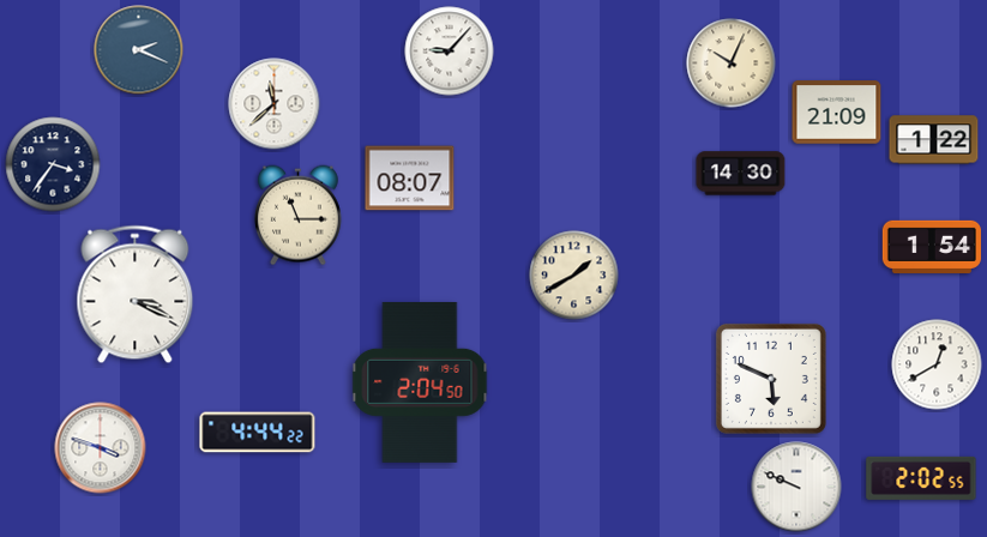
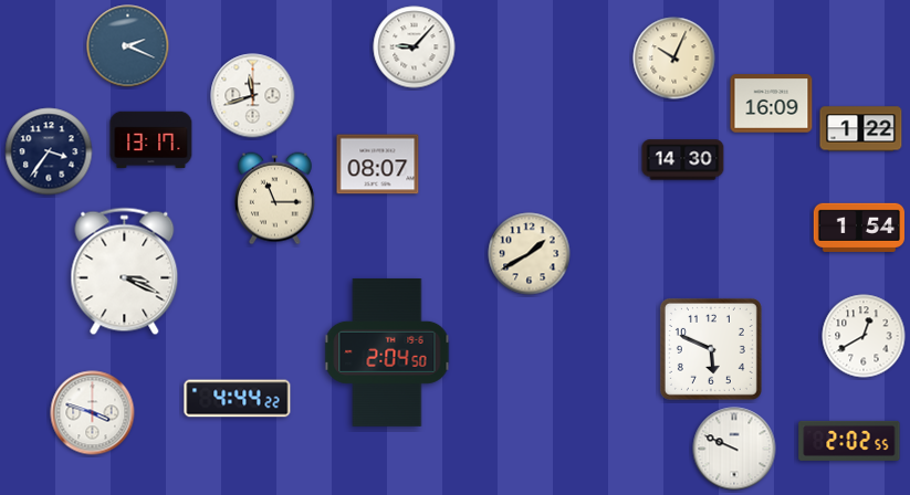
clock at (275, 104): 11:38 -> 11:42
clock at (837, 113): 21:09 -> 16:09
clock at (151, 140): none -> 13:17
